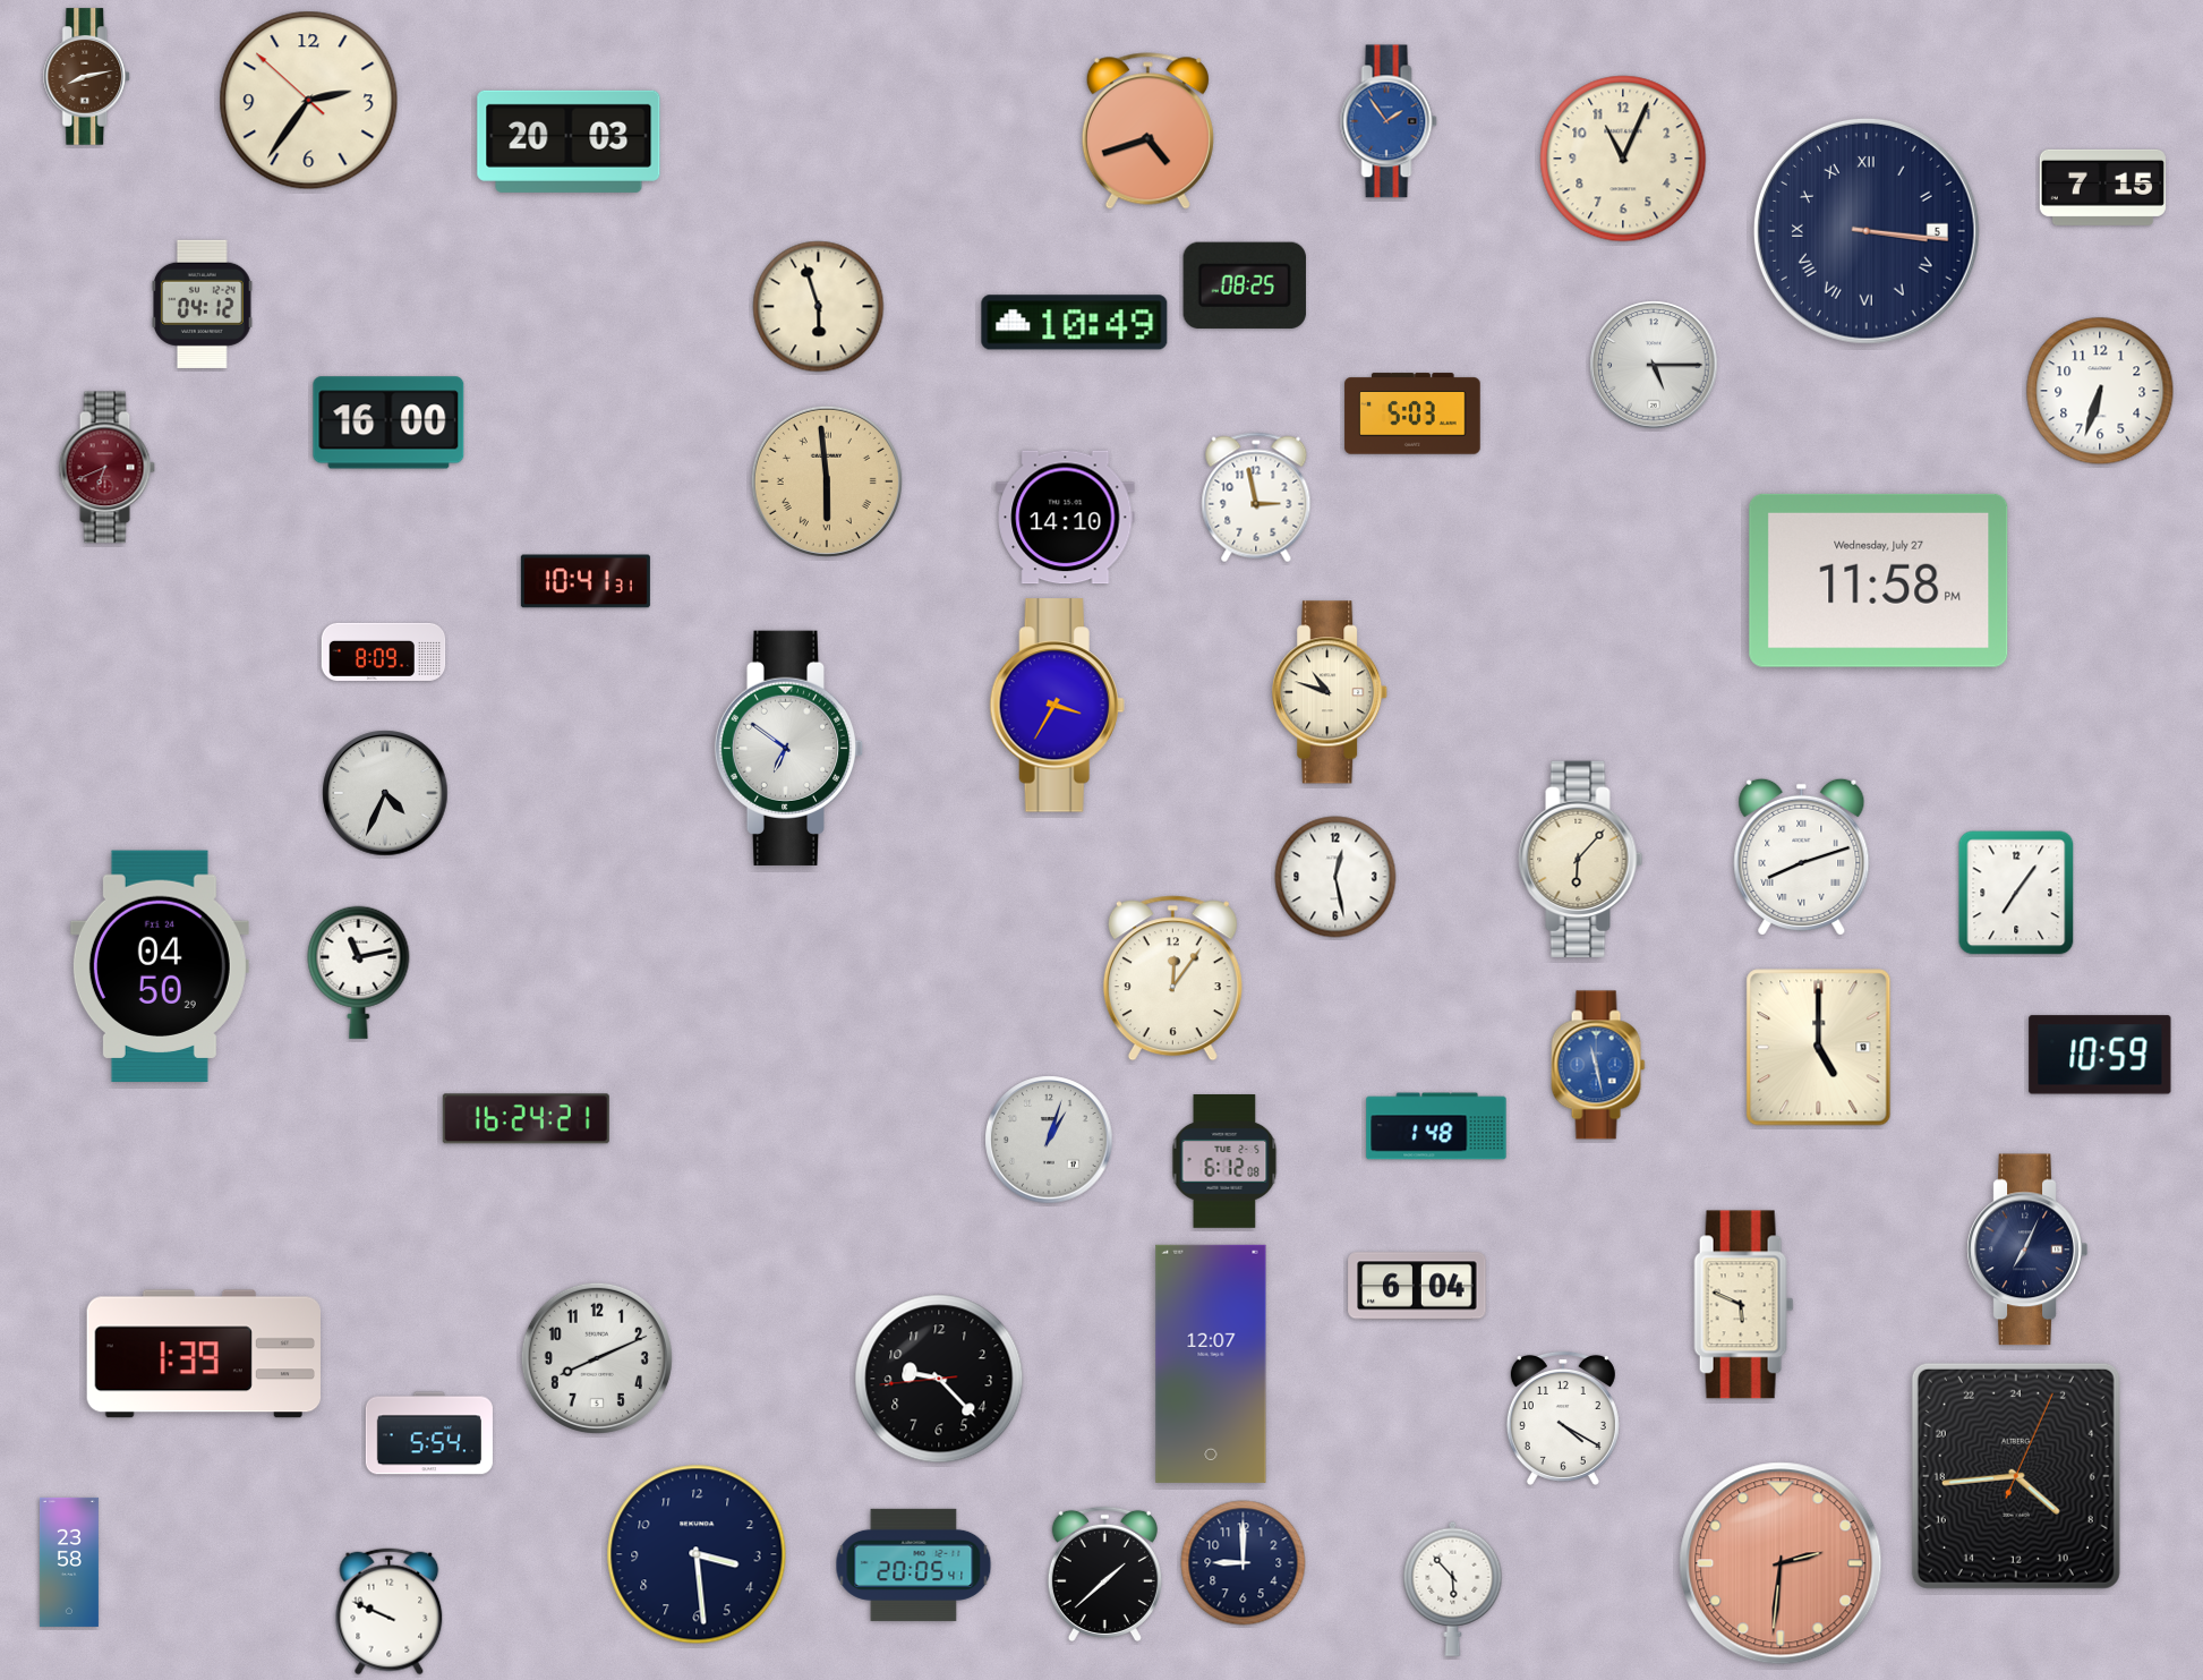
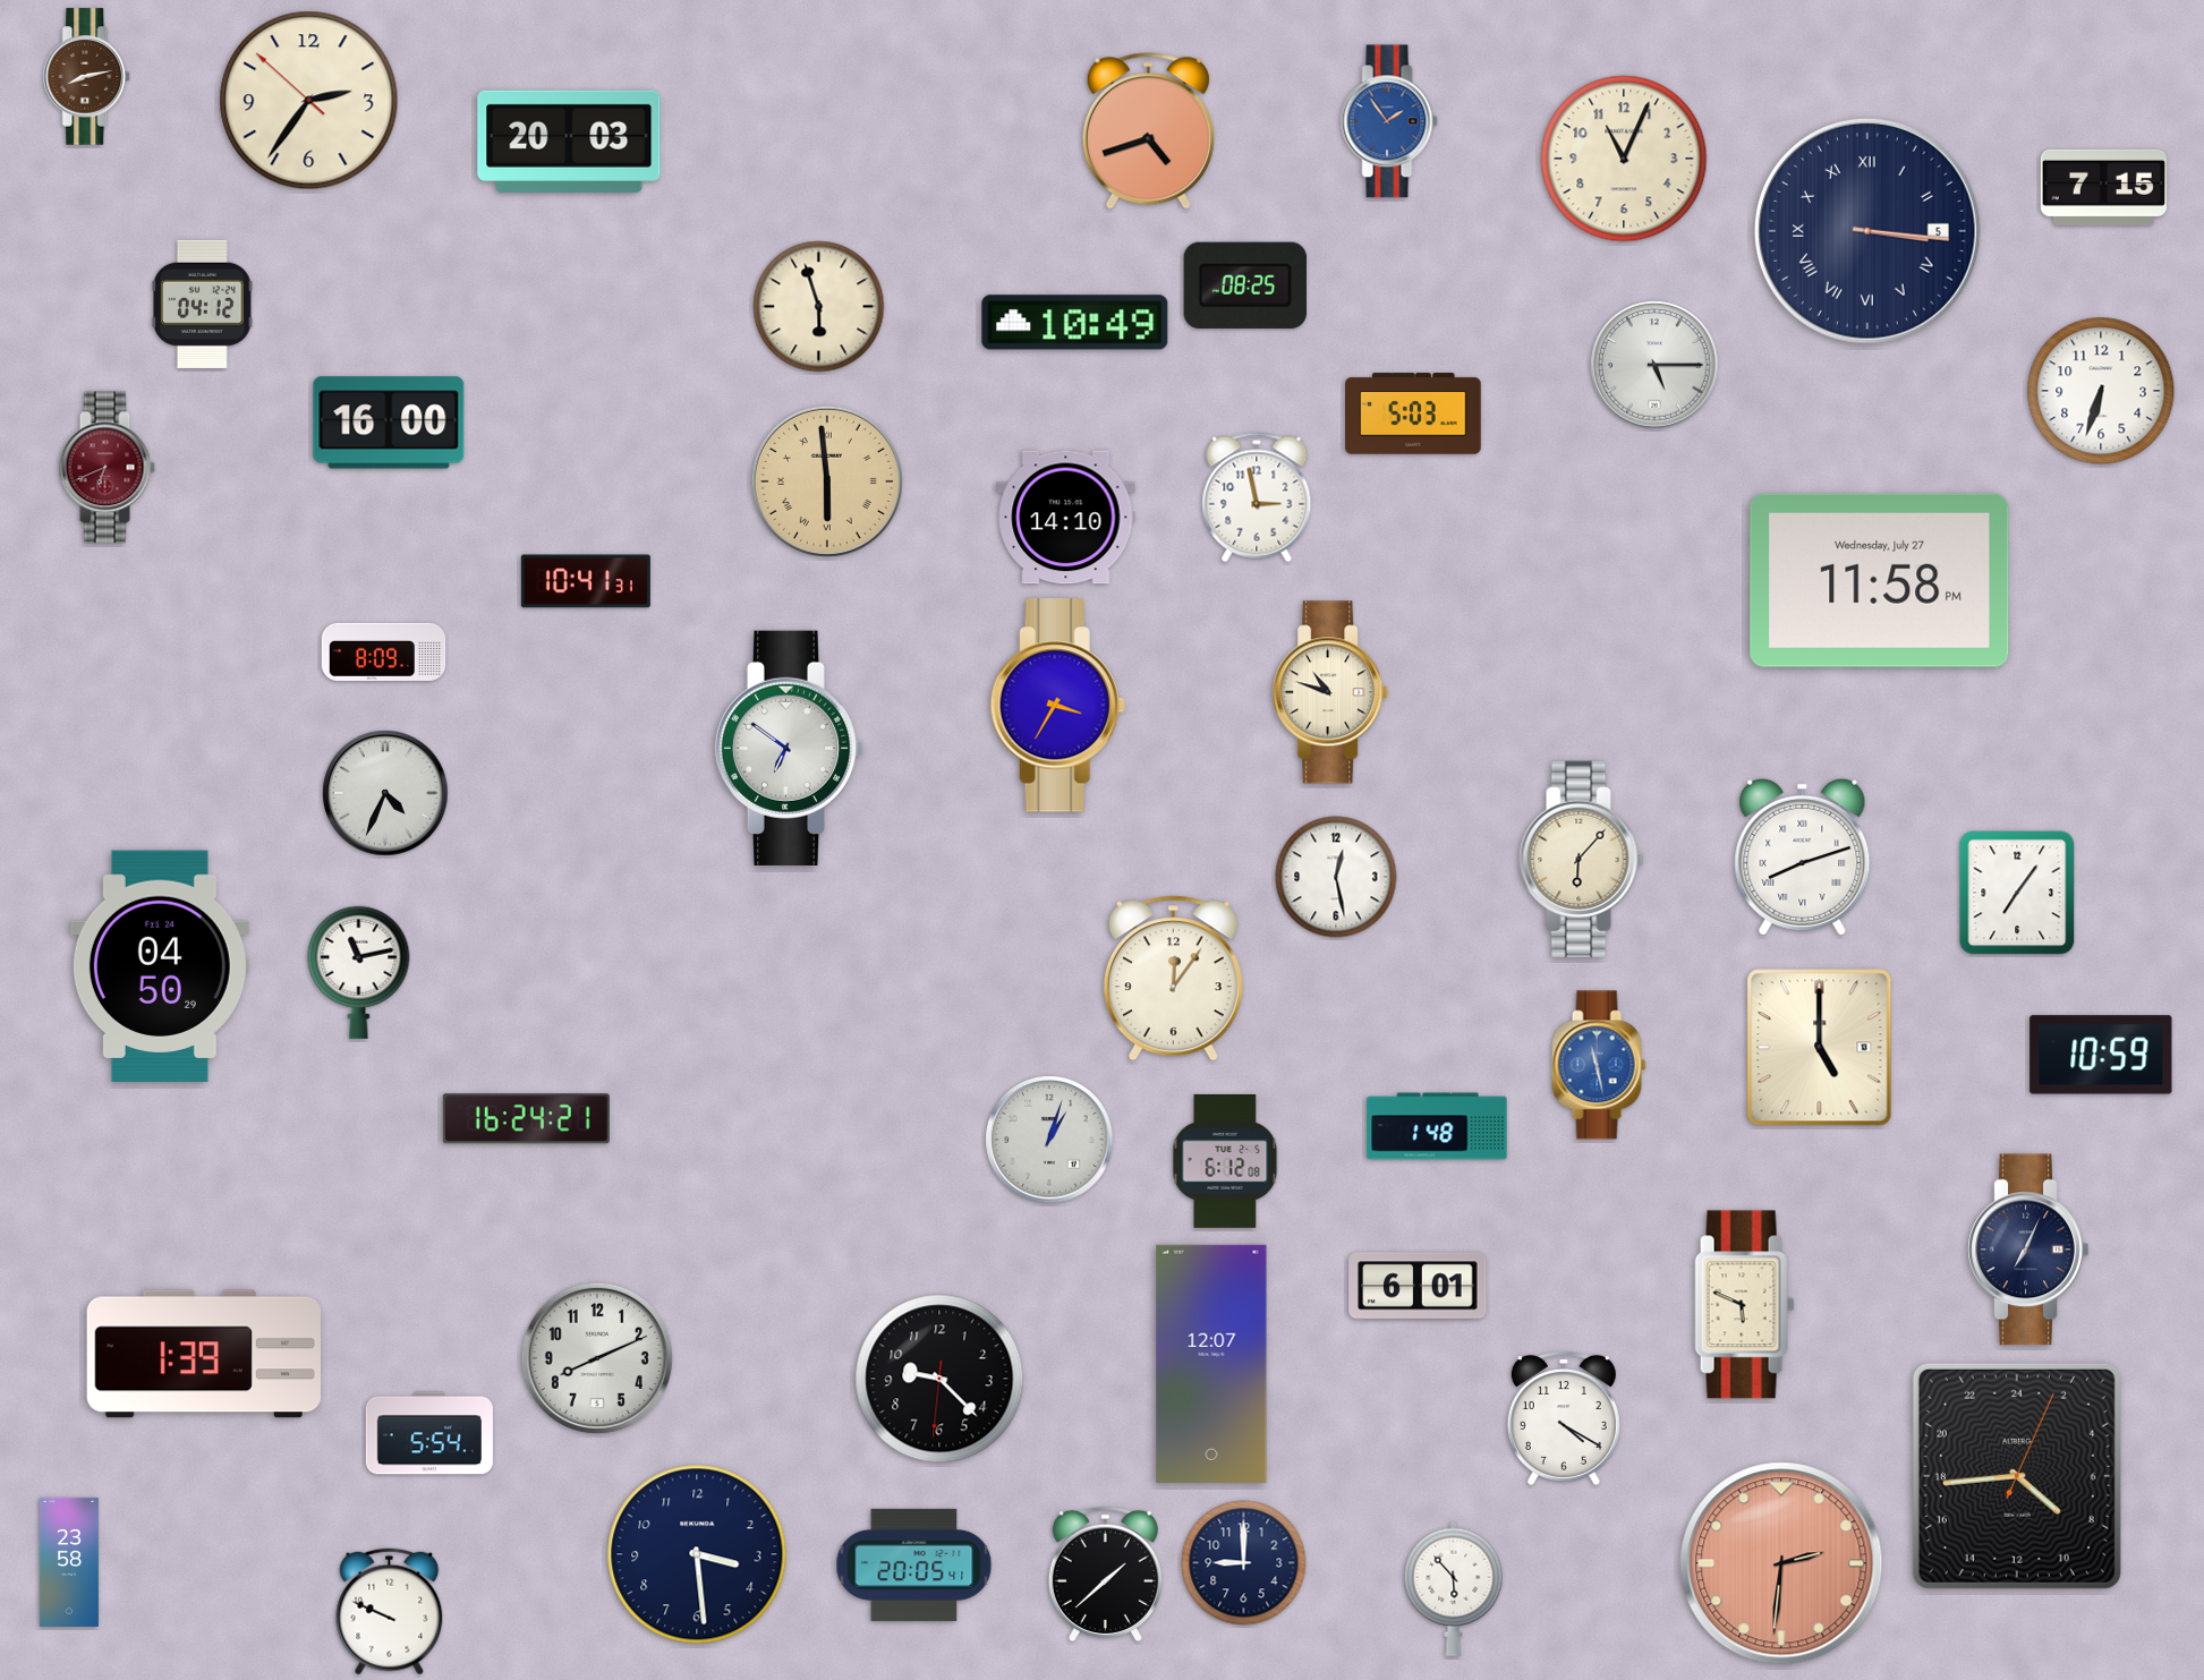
clock at (1417, 1286): 6:04 -> 6:01
clock at (939, 1379): 9:22:44 -> 9:22:31
